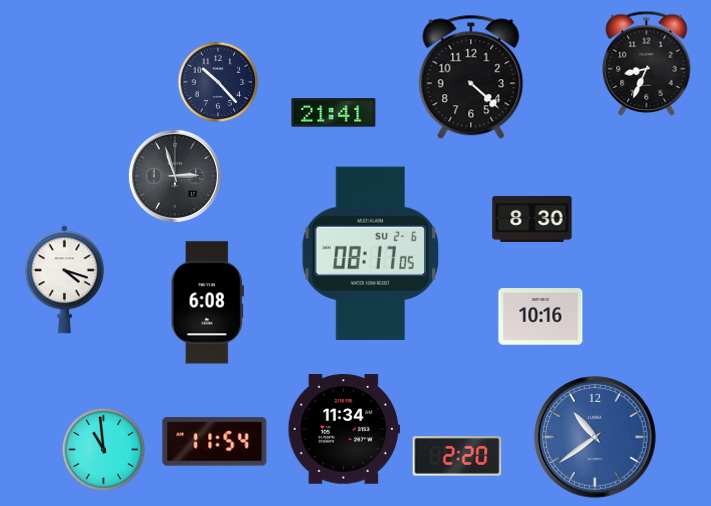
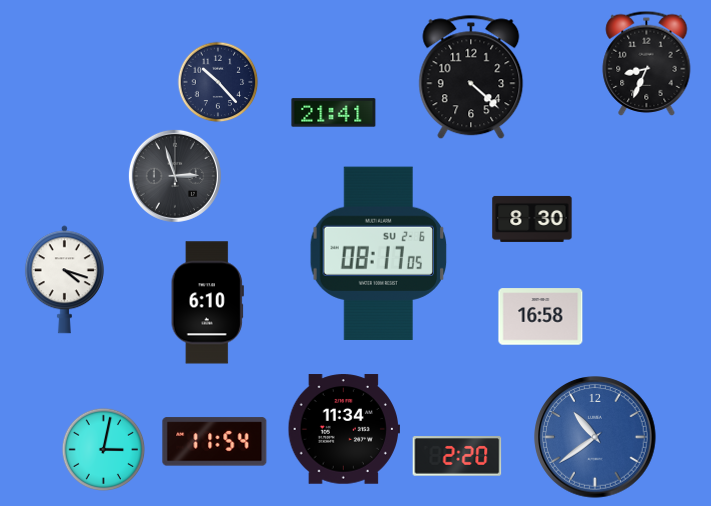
clock at (371, 253) position: (371, 253) -> (379, 253)
clock at (207, 303): 6:08 -> 6:10
clock at (541, 317): 10:16 -> 16:58
clock at (104, 450): 10:59 -> 3:02
